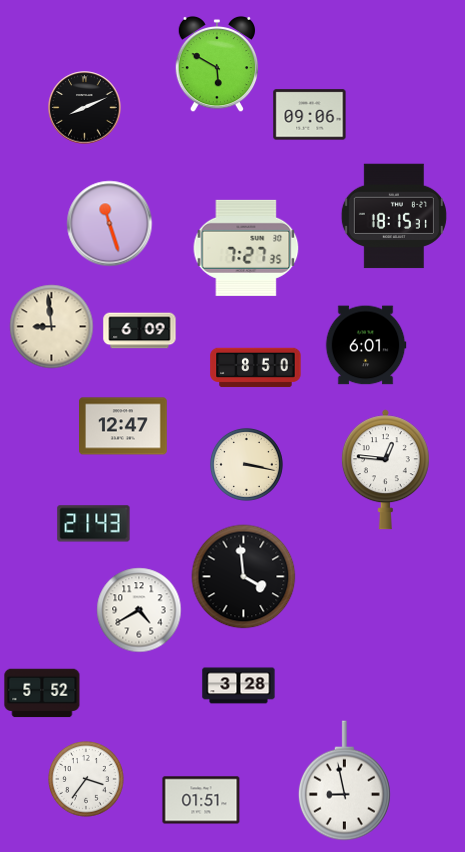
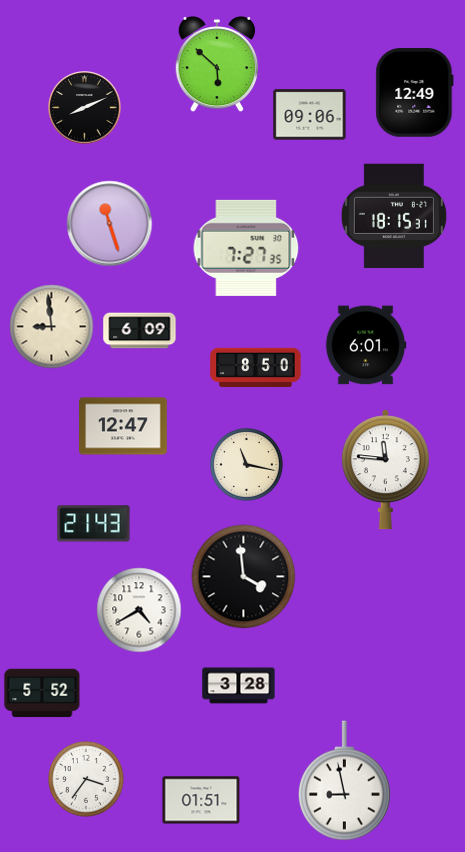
clock at (217, 64): 5:50 -> 5:52
clock at (415, 93): none -> 12:49
clock at (246, 464): 3:17 -> 11:17
clock at (385, 470): 12:46 -> 11:46
